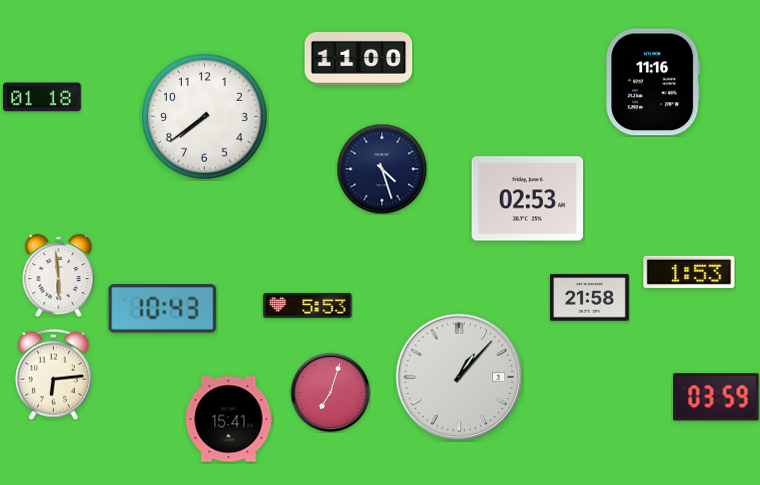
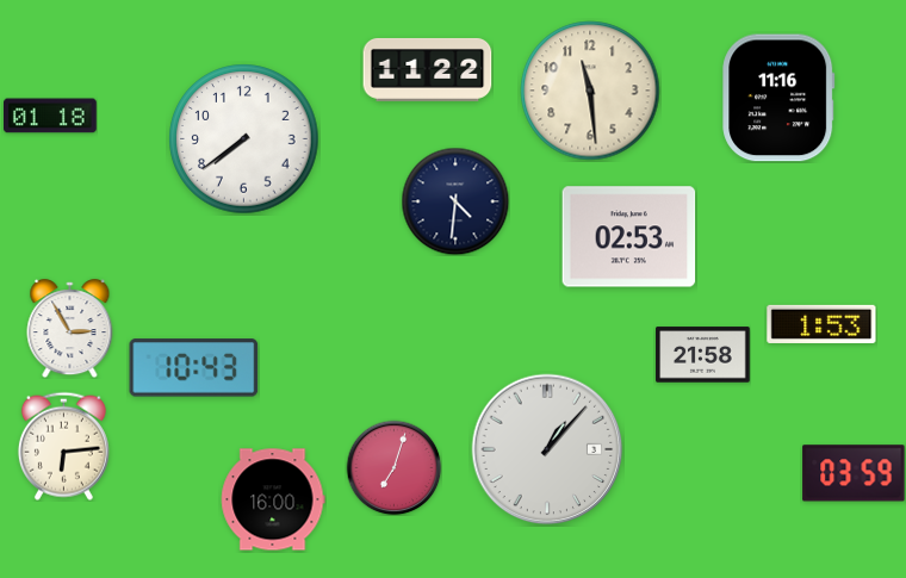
clock at (359, 58): 11:00 -> 11:22
clock at (590, 91): none -> 11:29
clock at (382, 169): 4:27 -> 4:31
clock at (59, 276): 5:59 -> 2:55
clock at (308, 305): 5:53 -> none
clock at (229, 419): 15:41 -> 16:00
